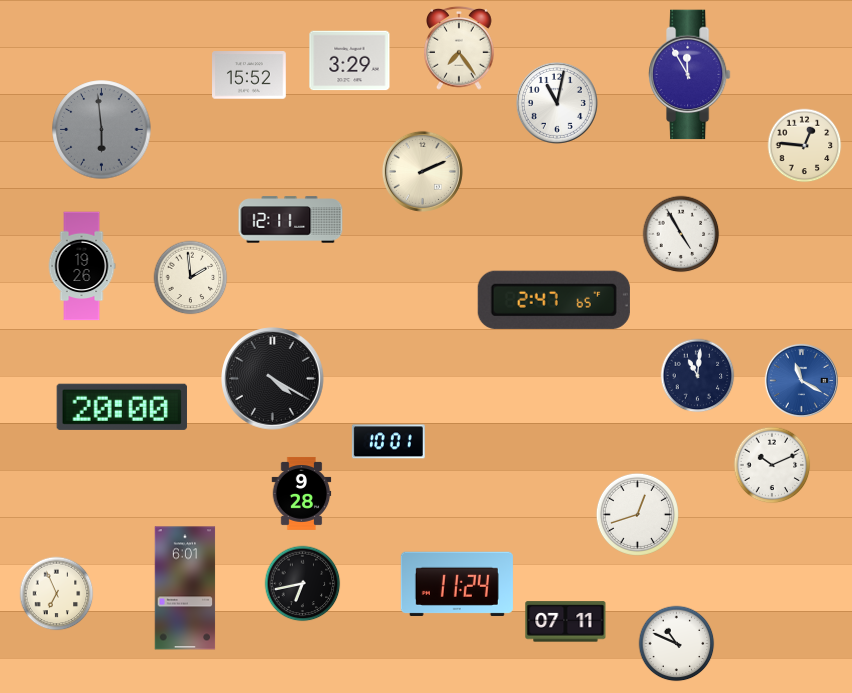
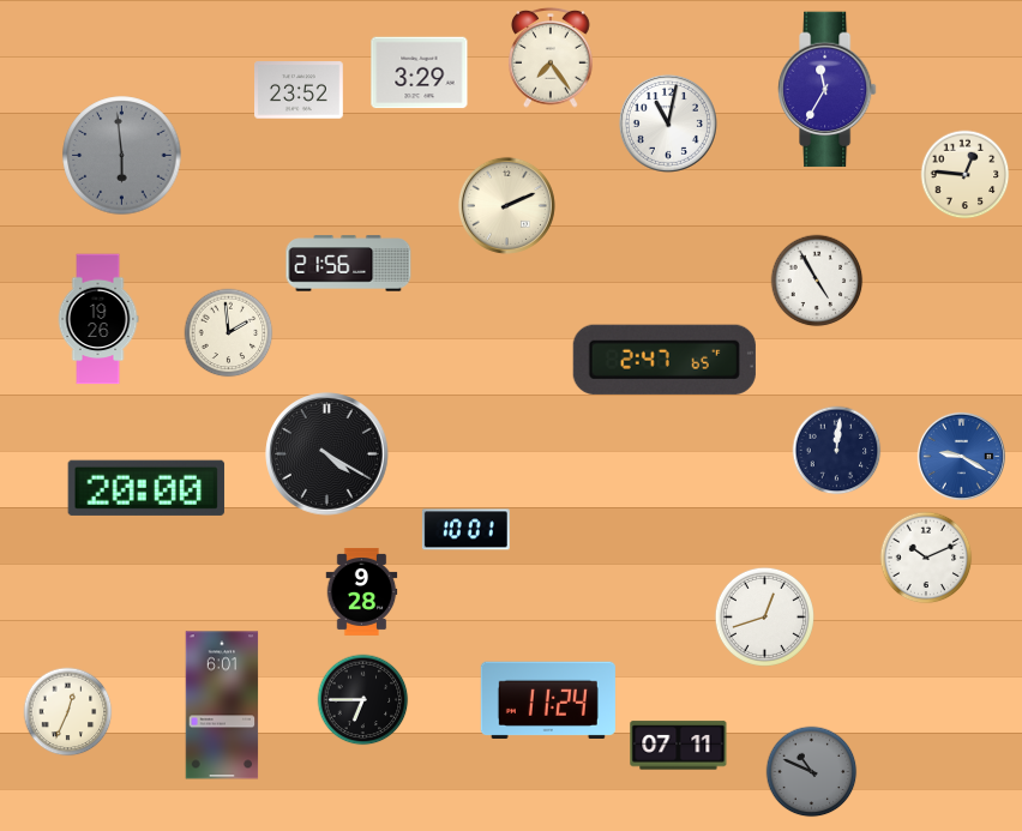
clock at (250, 75): 15:52 -> 23:52
clock at (689, 75): 11:55 -> 11:35
clock at (291, 220): 12:11 -> 21:56
clock at (698, 376): 11:01 -> 12:01
clock at (801, 380): 11:20 -> 9:20
clock at (303, 584): 6:43 -> 6:45
clock at (57, 594): 6:56 -> 12:34
clock at (677, 644) dial: white -> grey
